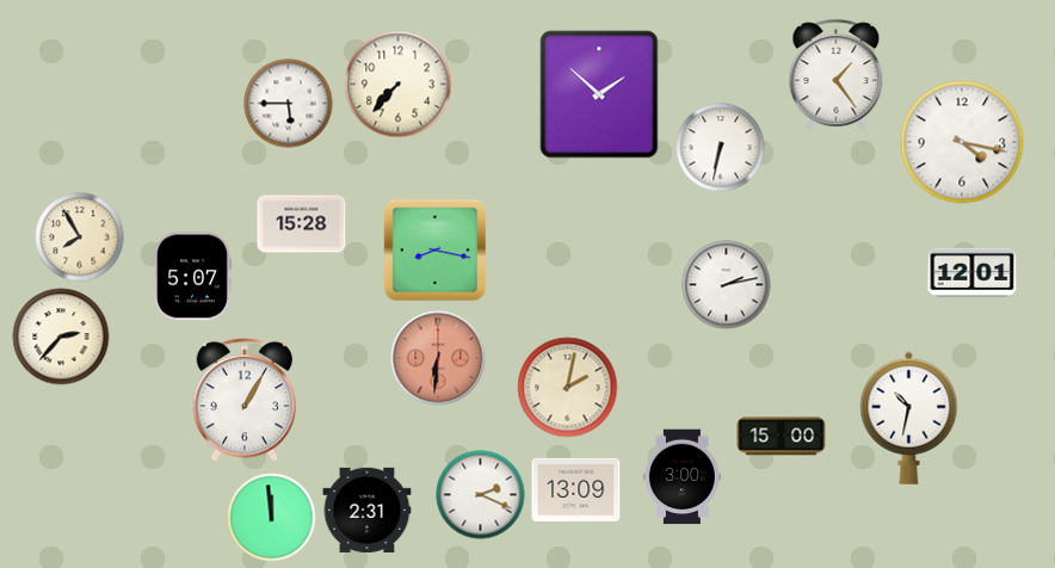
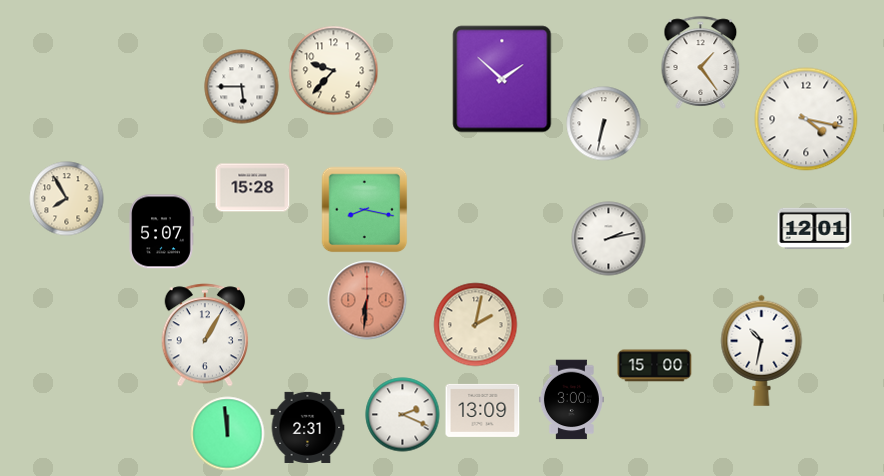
clock at (399, 85): 7:37 -> 9:37
clock at (61, 337): 2:37 -> none
